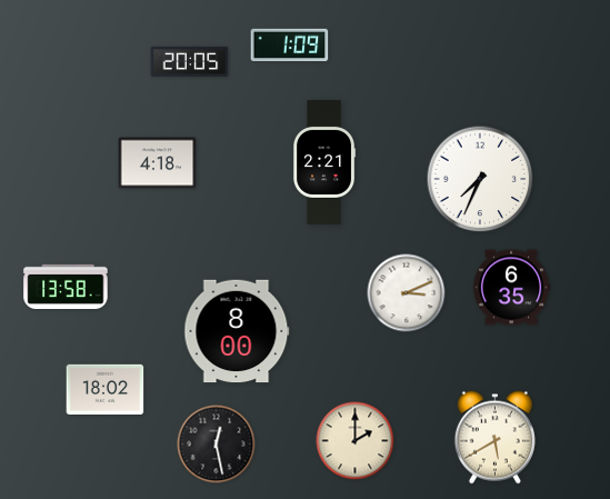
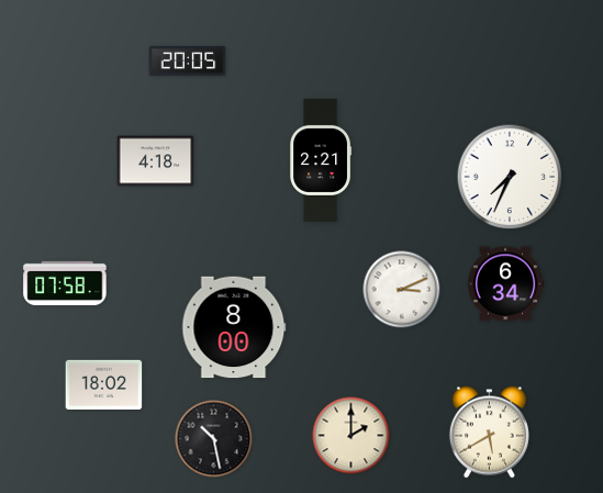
clock at (290, 46): 1:09 -> none
clock at (480, 179) position: (480, 179) -> (510, 177)
clock at (66, 286): 13:58 -> 07:58
clock at (511, 288): 6:35 -> 6:34
clock at (217, 445): 12:28 -> 10:28
